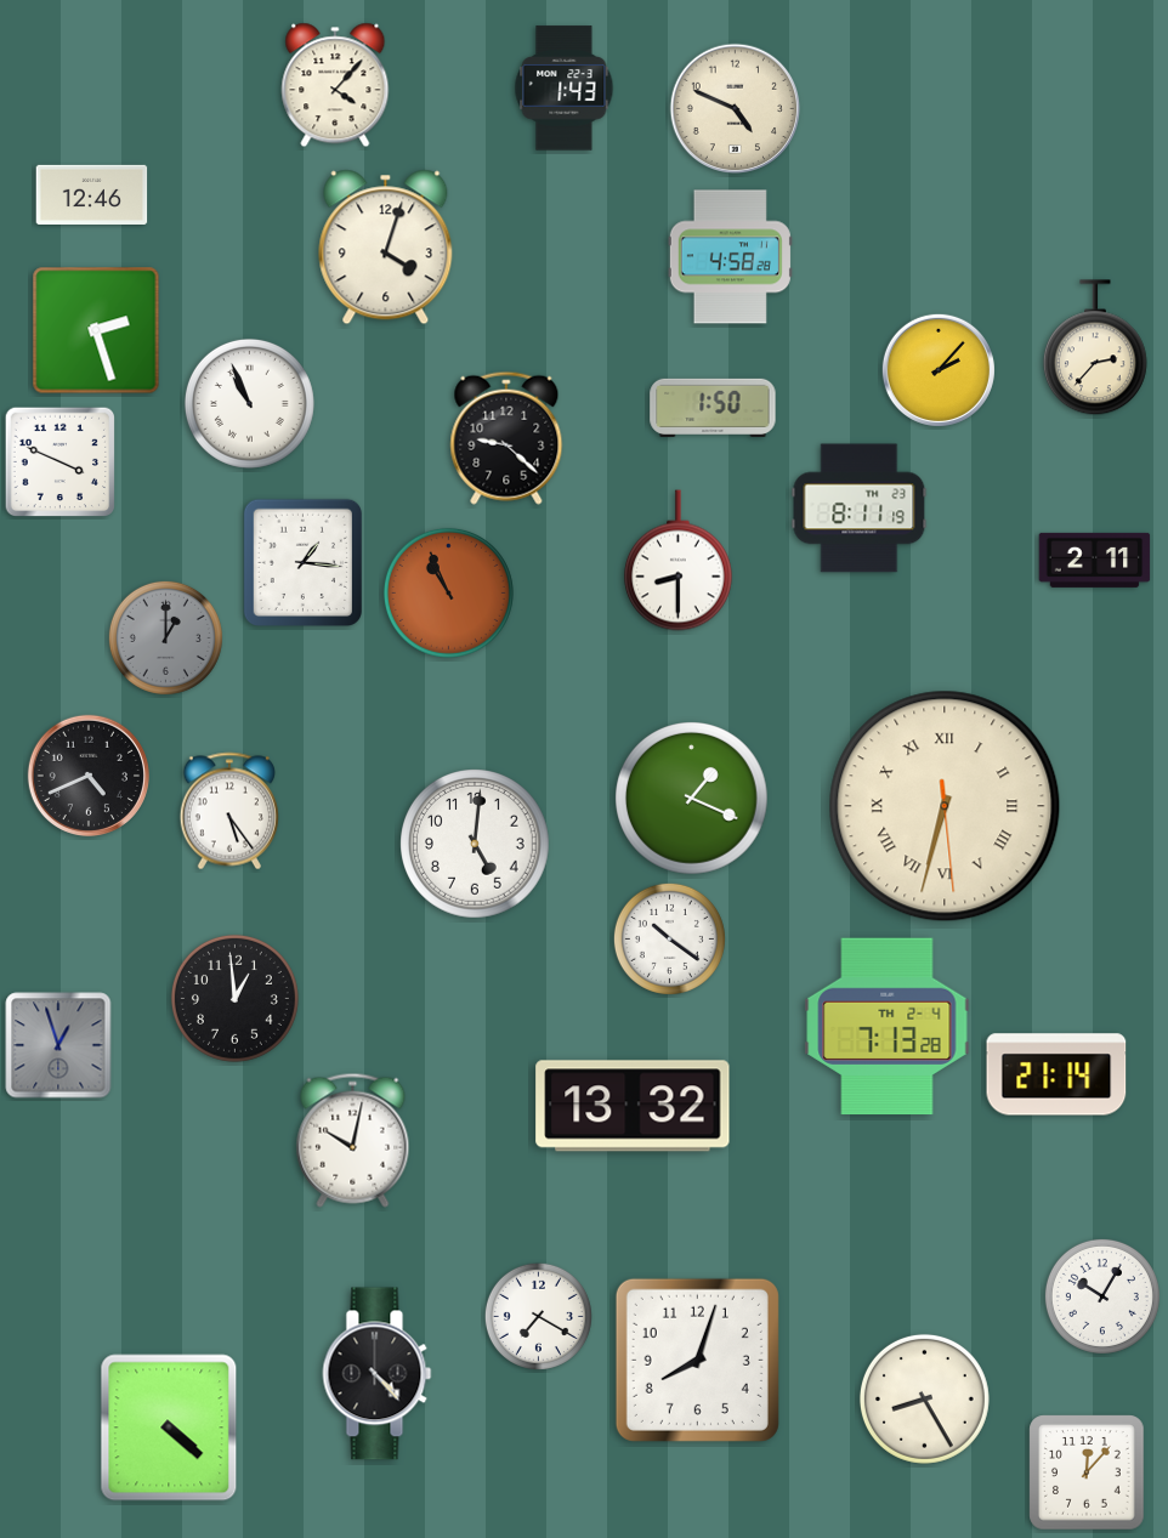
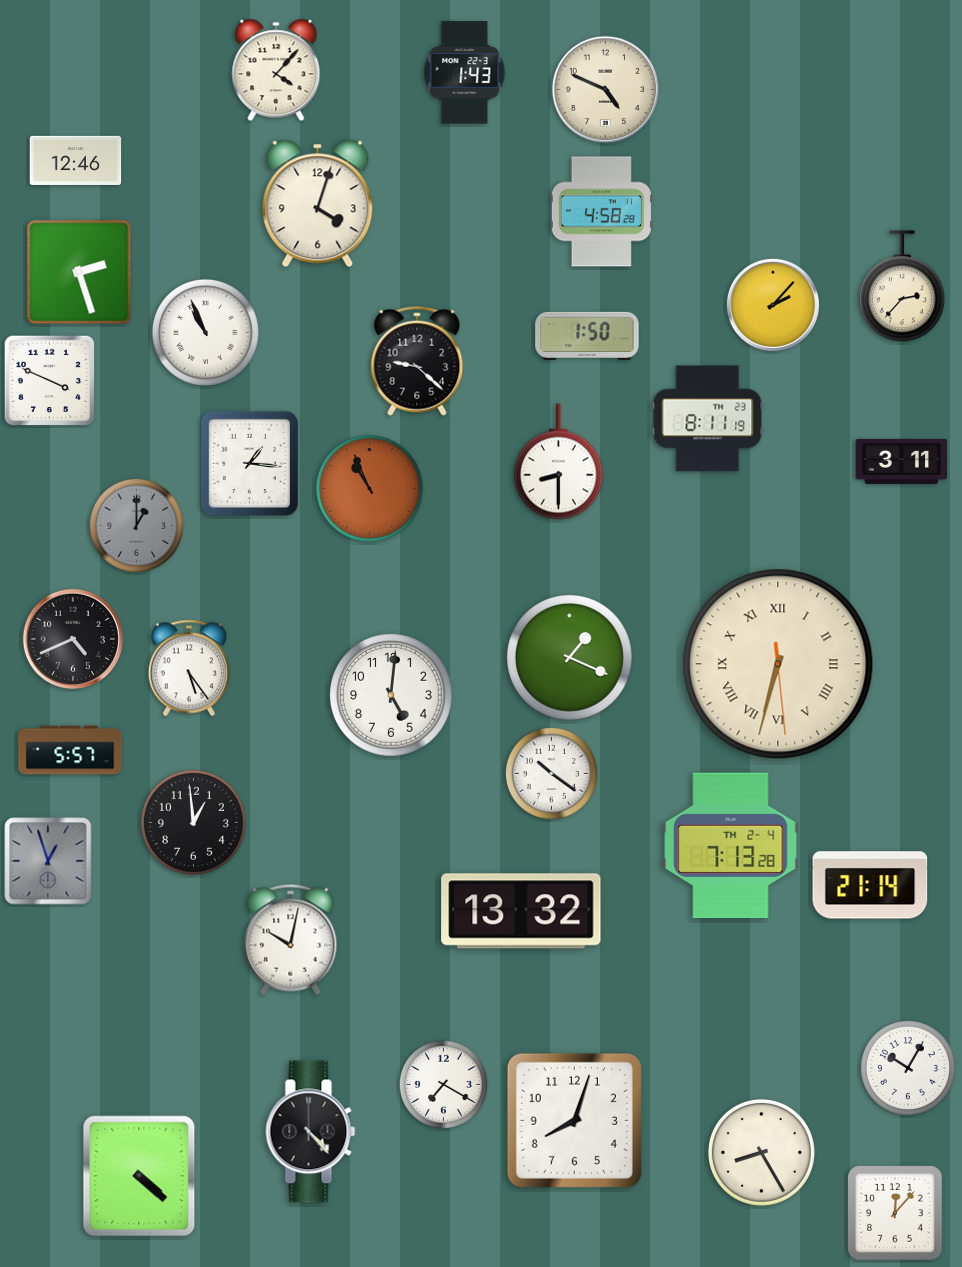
clock at (1095, 560): 2:11 -> 3:11
clock at (70, 750): none -> 5:57
